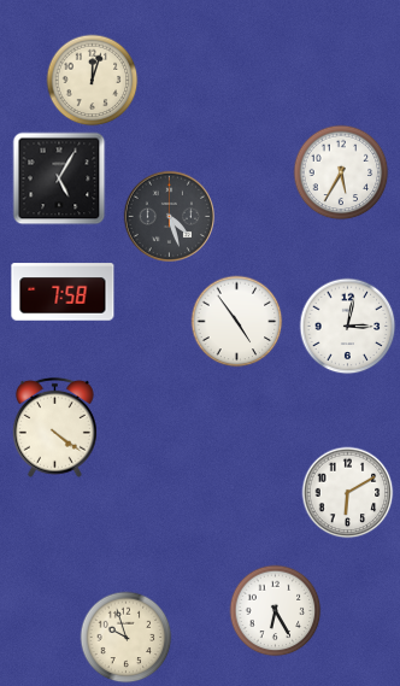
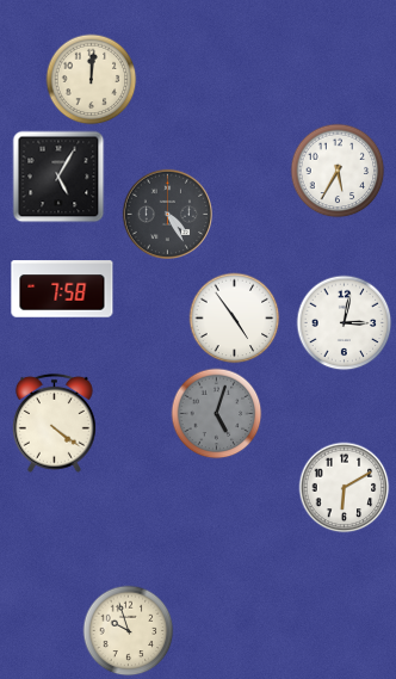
clock at (93, 81): 12:03 -> 12:01
clock at (169, 216): 4:27 -> 4:25
clock at (217, 414): none -> 5:03
clock at (276, 611): 6:25 -> none
clock at (127, 638) position: (127, 638) -> (129, 631)
